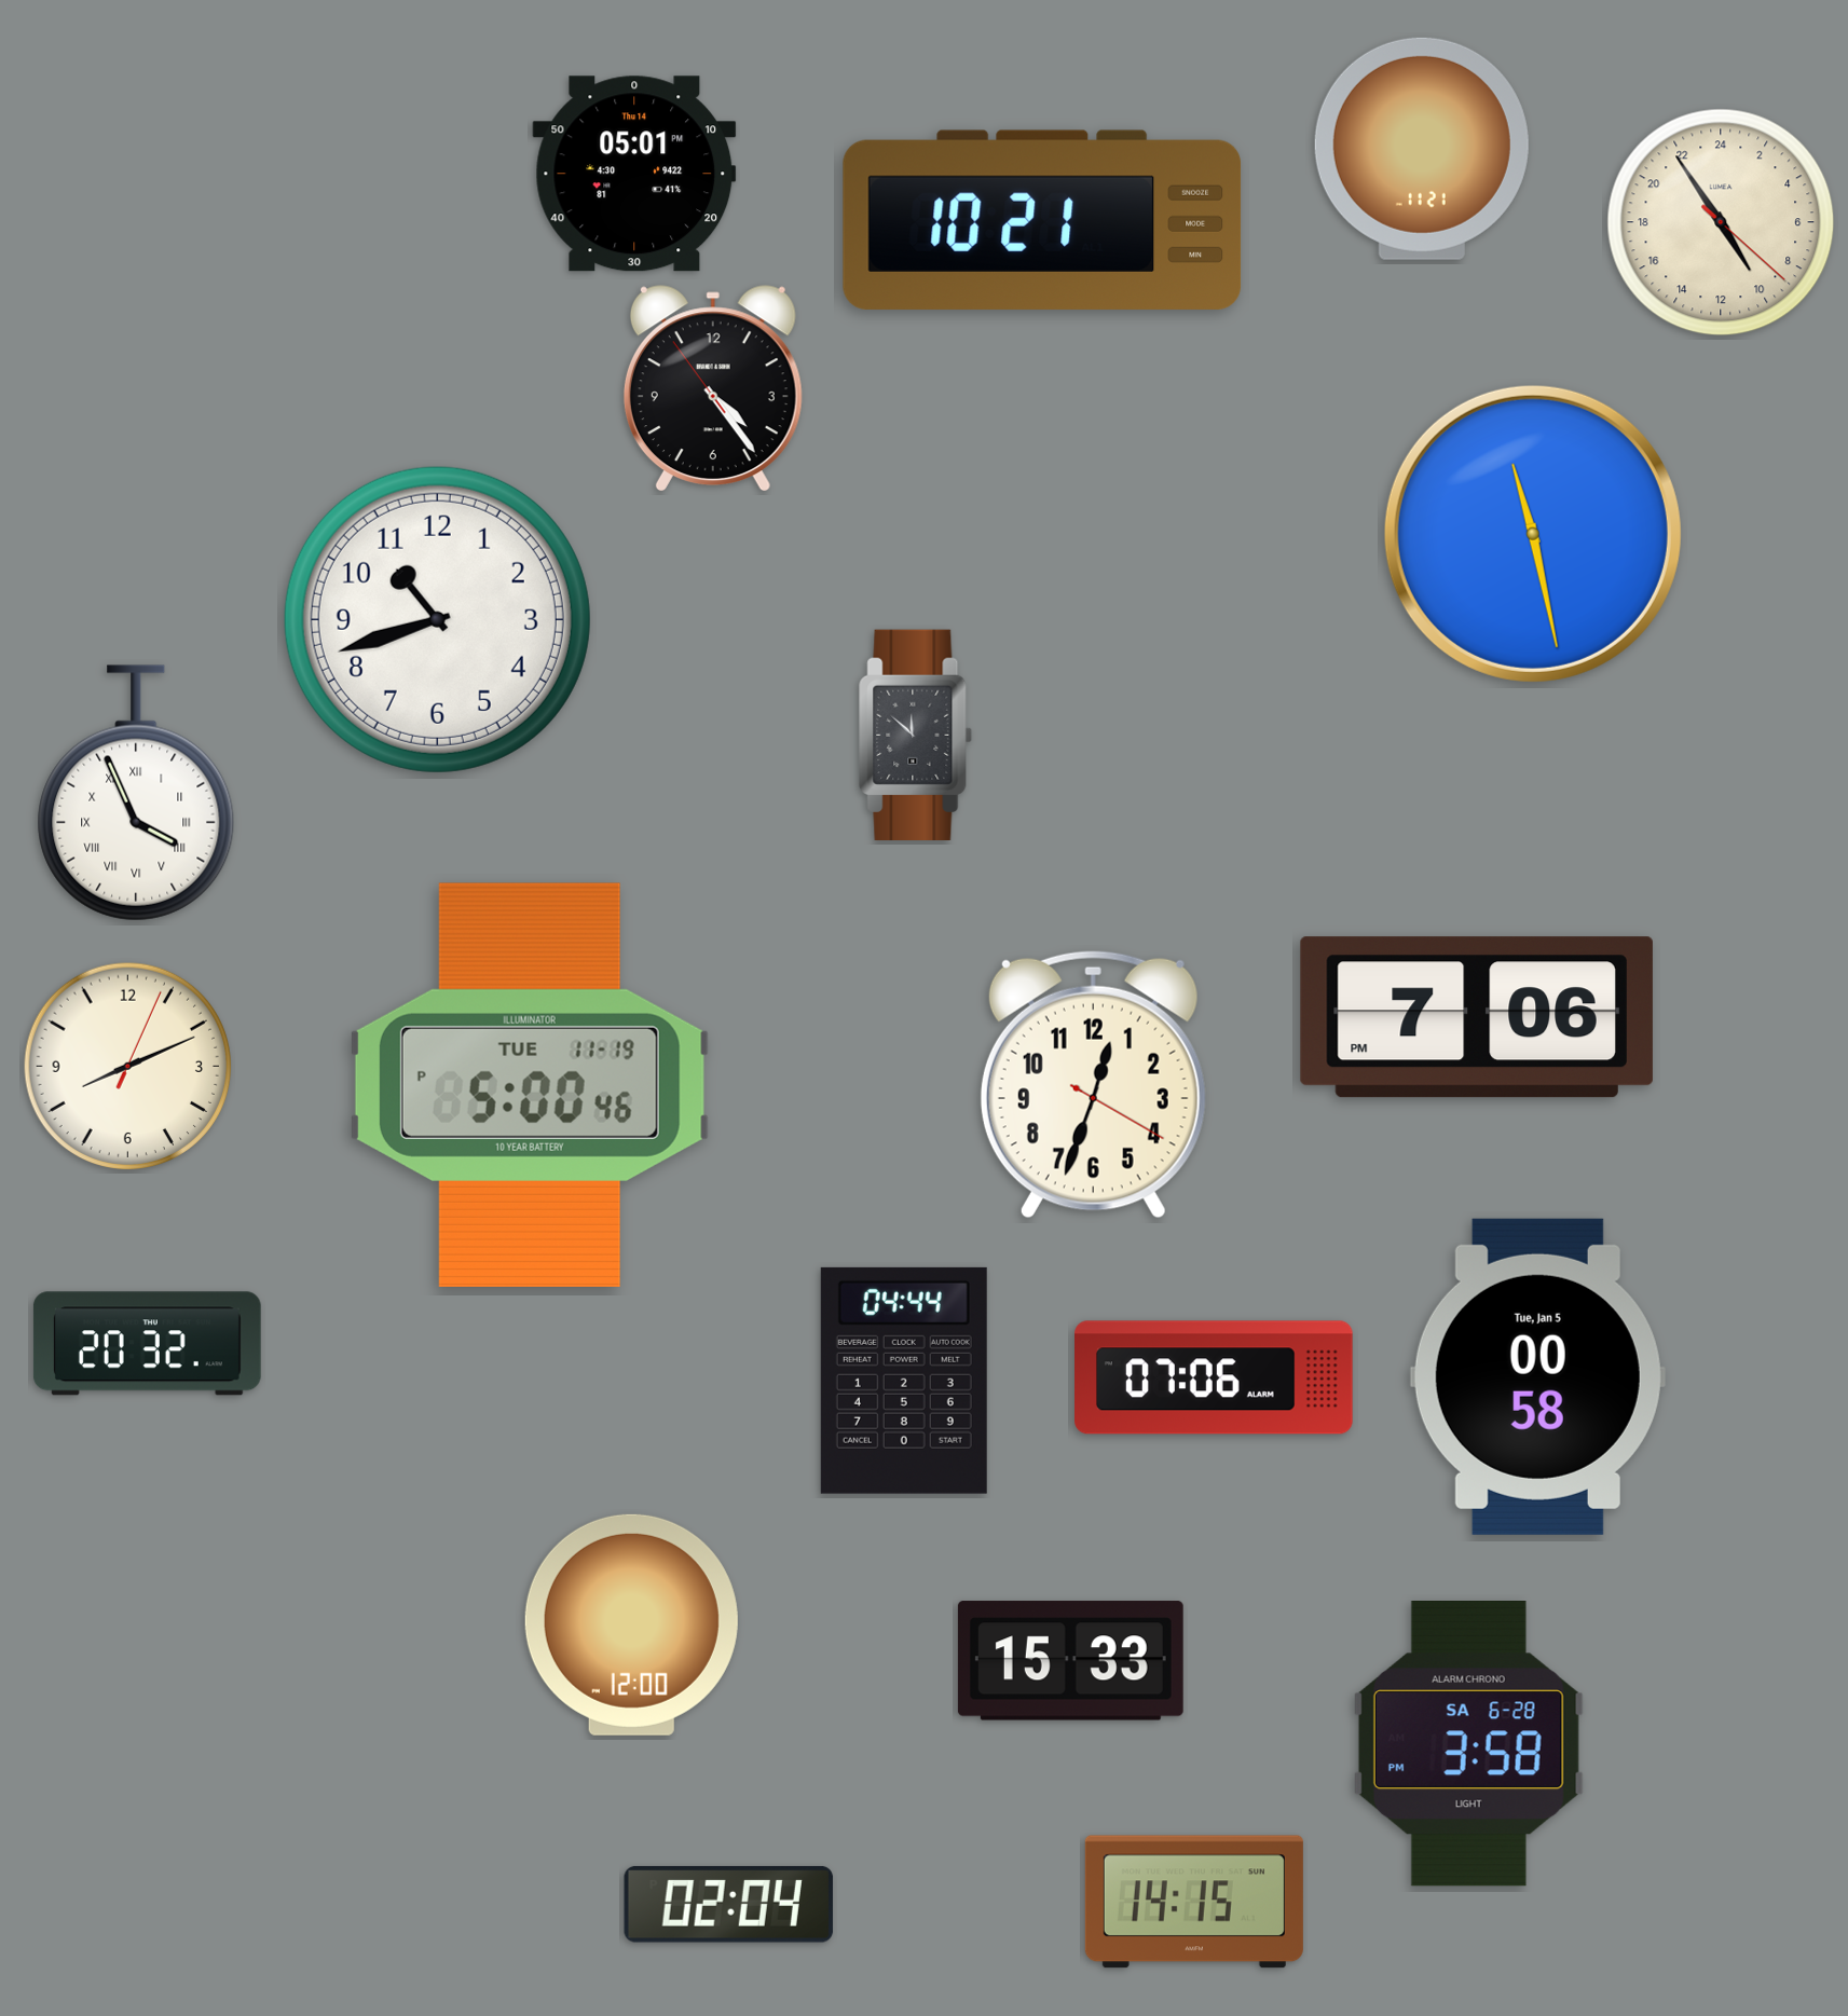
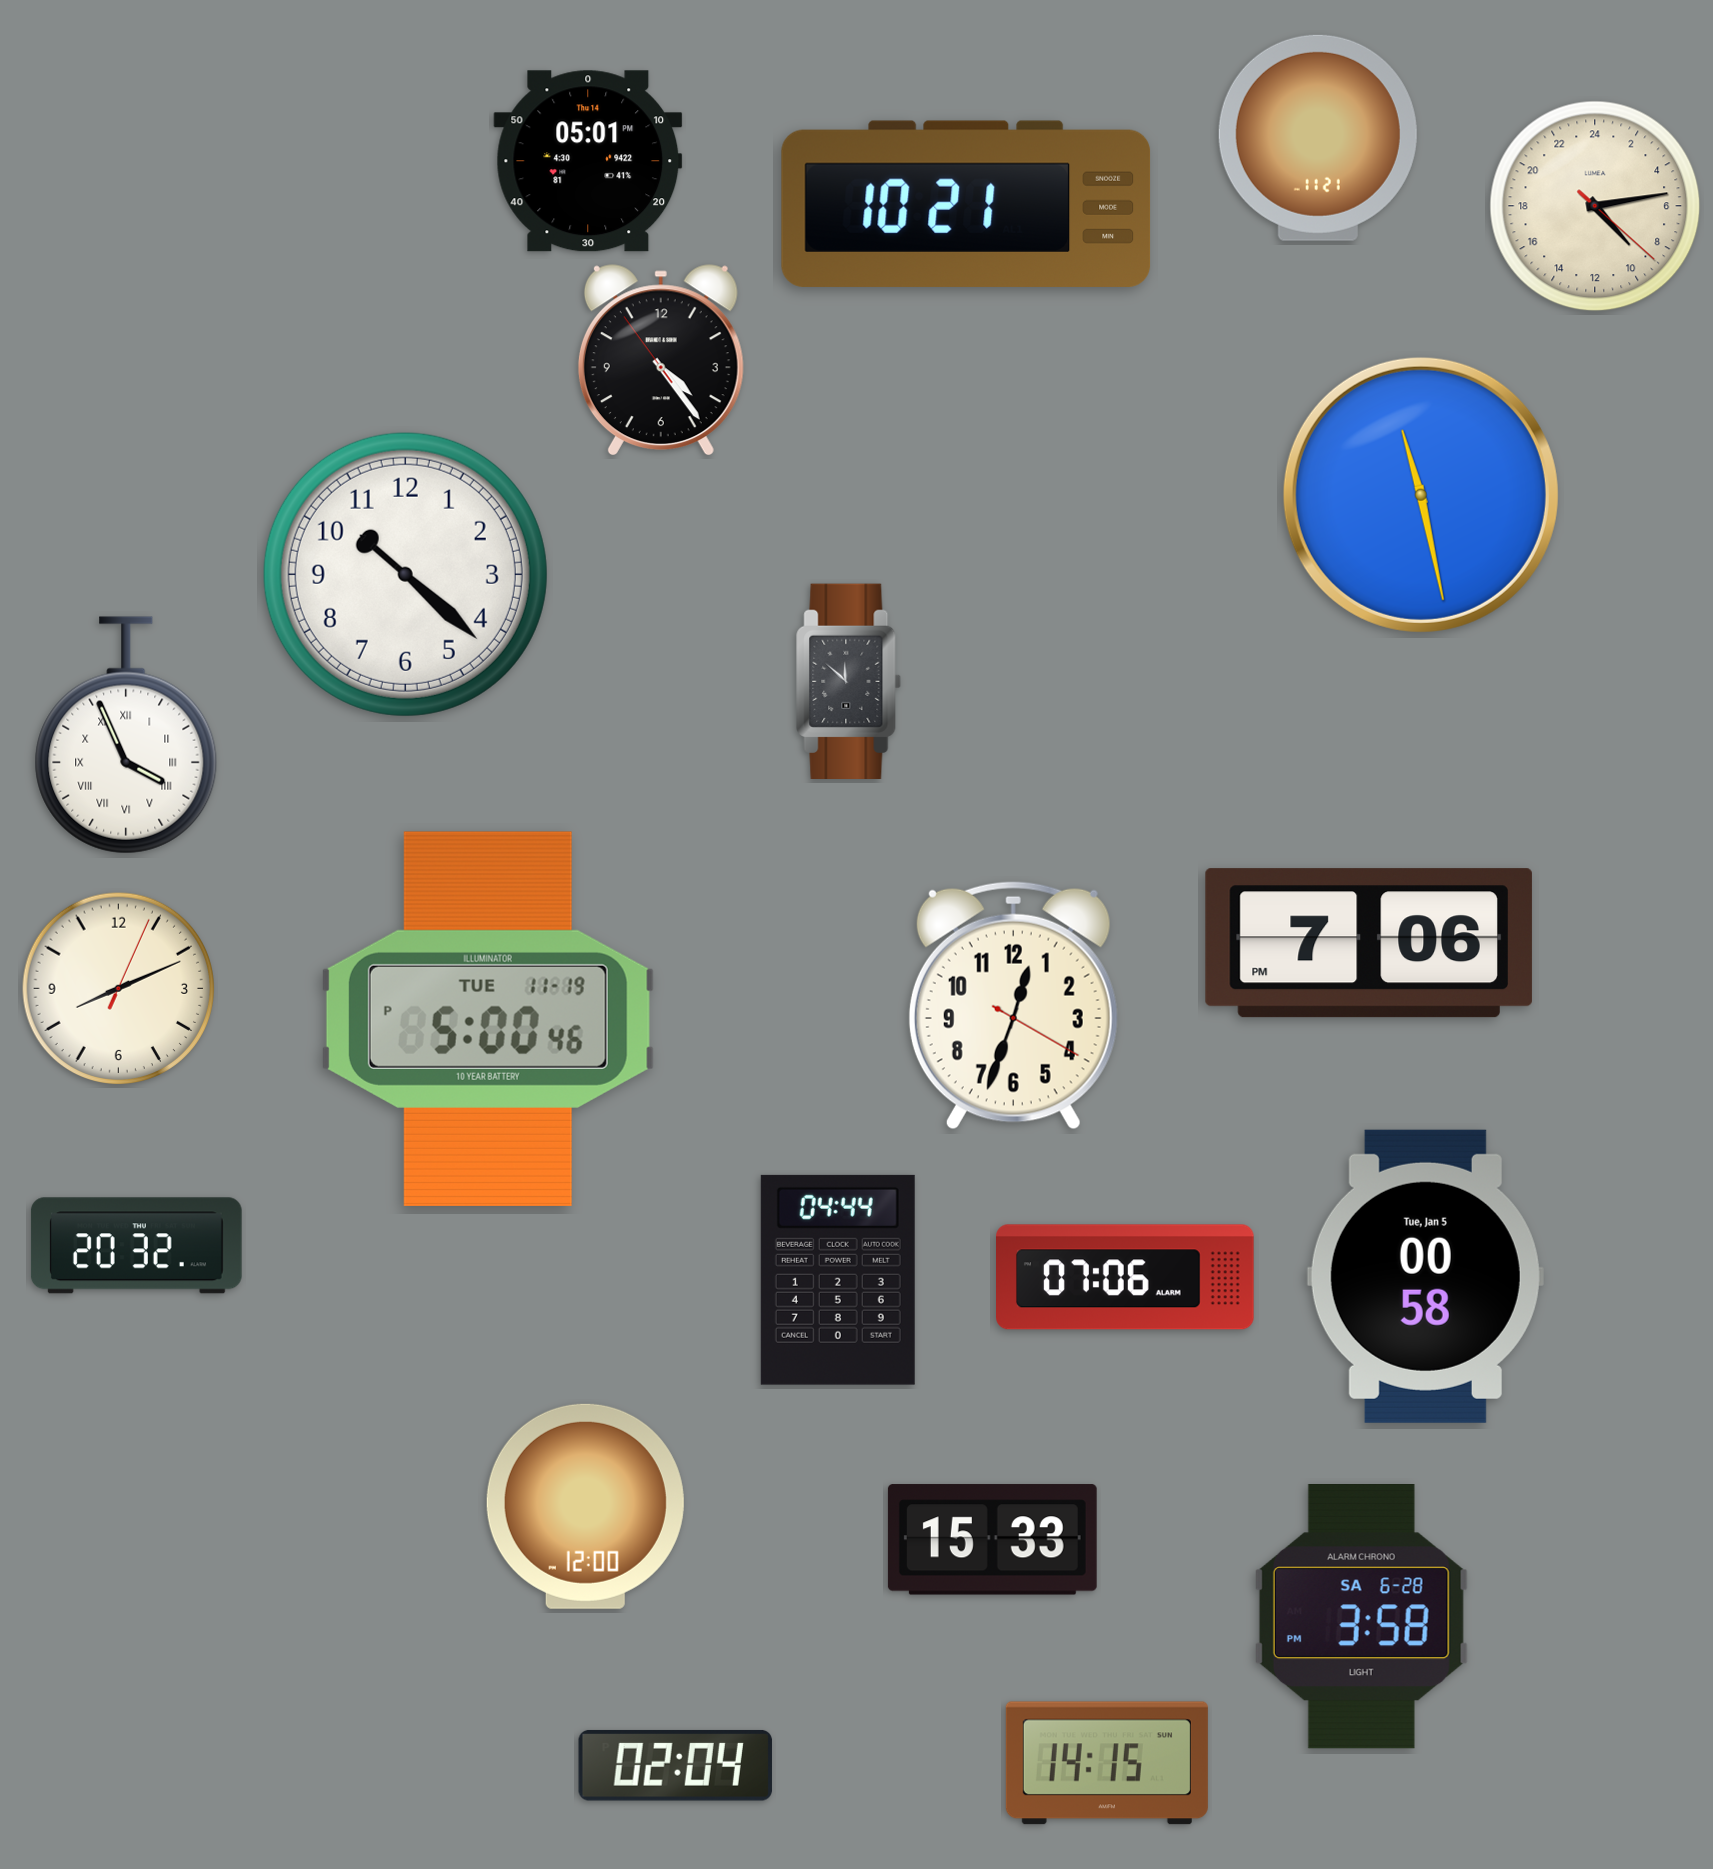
clock at (1721, 222): 9:54 -> 9:13
clock at (437, 619): 10:42 -> 10:22
clock at (530, 1085) position: (530, 1085) -> (488, 1019)
